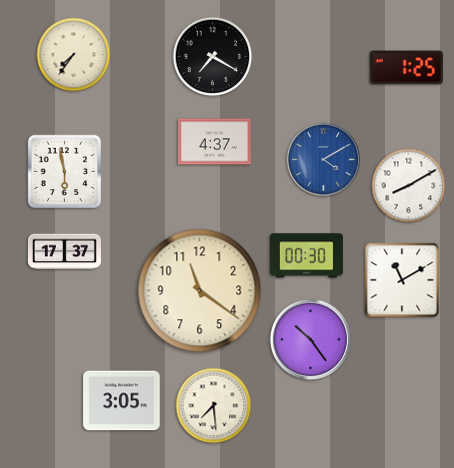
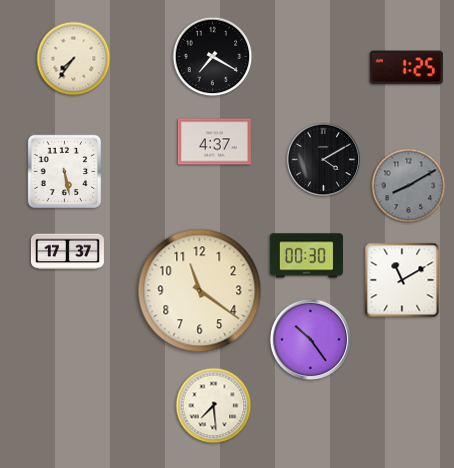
clock at (74, 55) position: (74, 55) -> (74, 59)
clock at (324, 160) dial: blue -> black
clock at (65, 172): 5:58 -> 5:28
clock at (409, 186) dial: white -> grey
clock at (64, 252) position: (64, 252) -> (67, 252)
clock at (122, 401): 3:05 -> none
